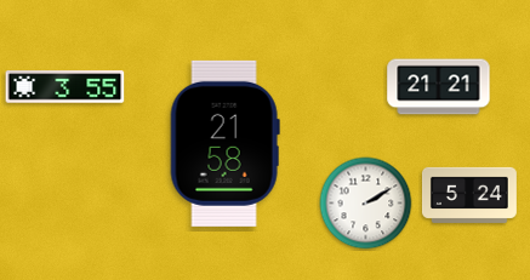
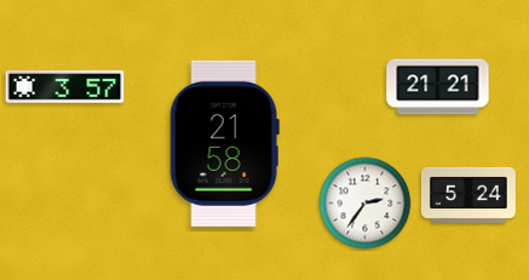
clock at (65, 87): 3:55 -> 3:57
clock at (366, 204): 2:10 -> 2:36
